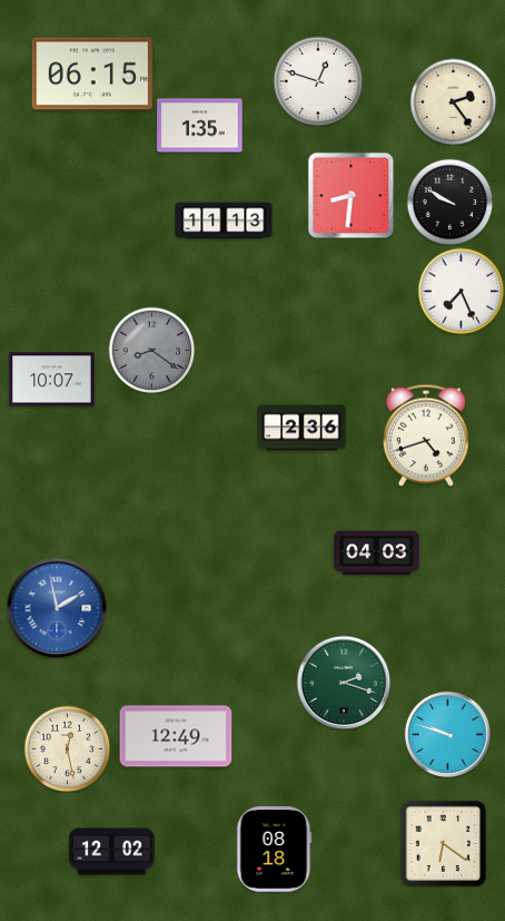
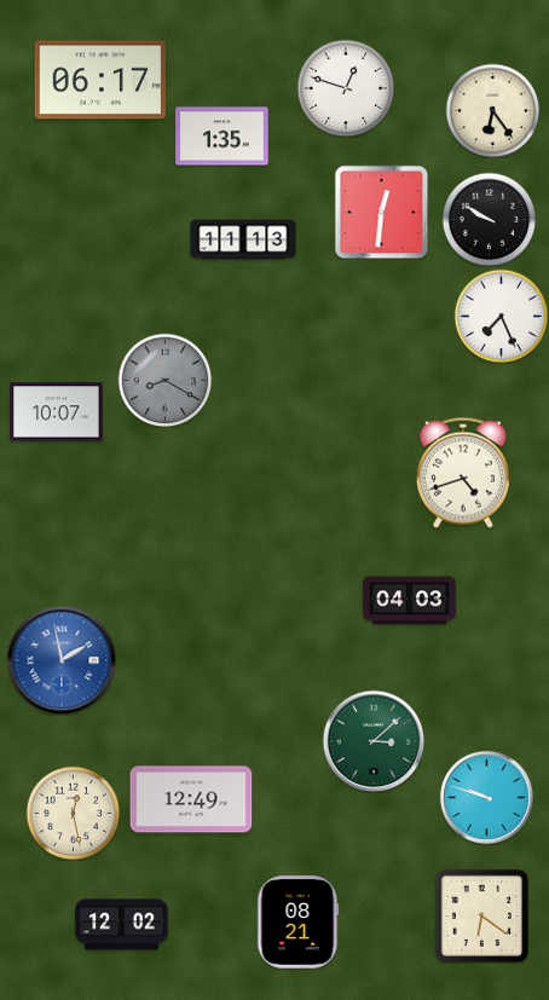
clock at (91, 74): 06:15 -> 06:17
clock at (453, 101): 2:24 -> 6:24
clock at (200, 126) position: (200, 126) -> (223, 137)
clock at (350, 195): 8:31 -> 12:31
clock at (151, 350): 8:21 -> 8:20
clock at (301, 428): 2:36 -> none
clock at (344, 683): 2:18 -> 3:08
clock at (275, 850): 08:18 -> 08:21
